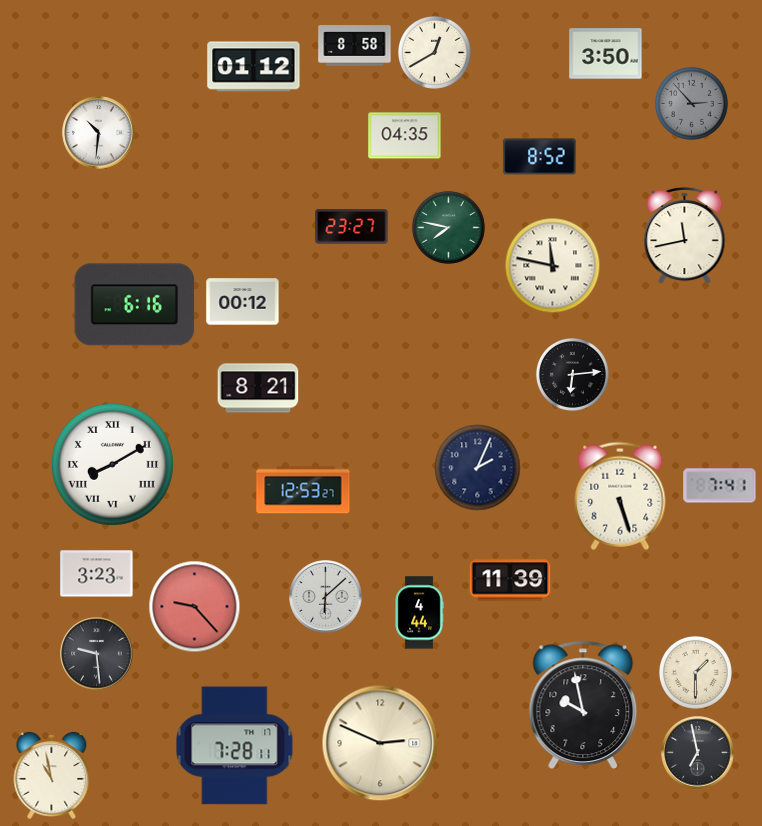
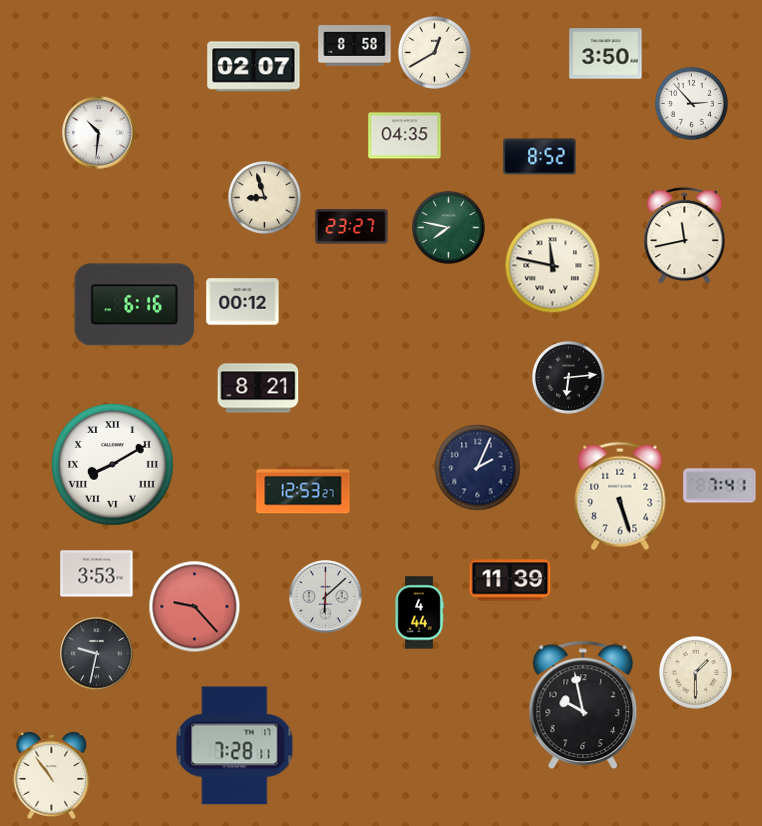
clock at (254, 67): 01:12 -> 02:07
clock at (691, 103) dial: grey -> white
clock at (264, 197): none -> 8:57
clock at (572, 374) position: (572, 374) -> (568, 377)
clock at (97, 574): 3:23 -> 3:53
clock at (97, 654): 9:29 -> 9:32
clock at (380, 743): 2:49 -> none
clock at (698, 753): 6:58 -> none
clock at (52, 776): 10:58 -> 10:54
